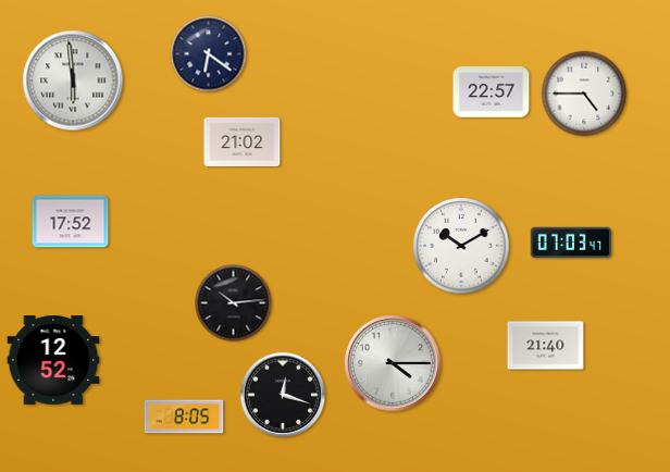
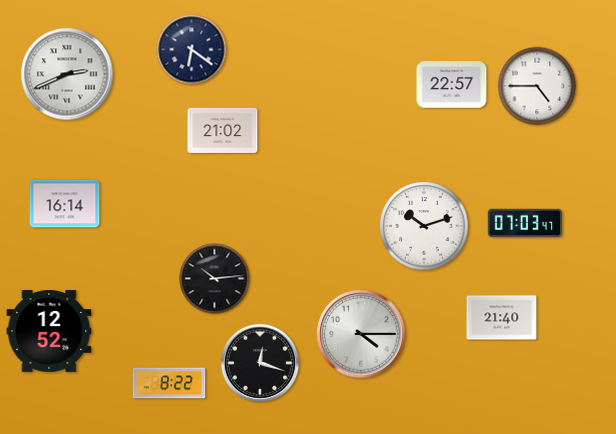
clock at (73, 80): 5:59 -> 2:41
clock at (71, 222): 17:52 -> 16:14
clock at (461, 246): 10:10 -> 10:12
clock at (184, 417): 8:05 -> 8:22
